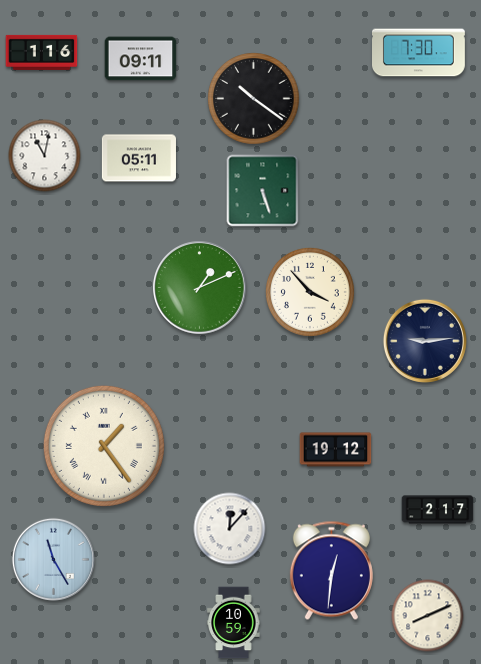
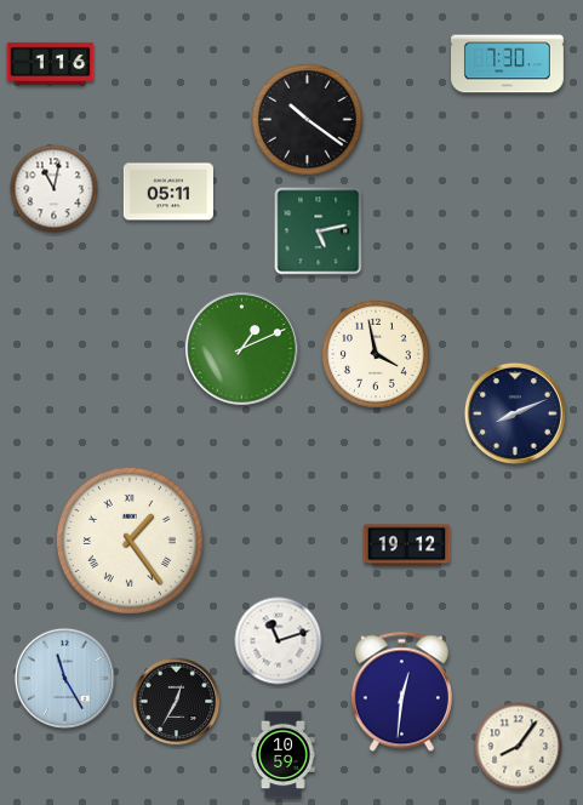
clock at (141, 59): 09:11 -> none
clock at (263, 191): 5:27 -> 5:13
clock at (310, 292): 3:53 -> 3:58
clock at (425, 341): 9:14 -> 8:11
clock at (104, 446) position: (104, 446) -> (130, 541)
clock at (438, 510): 2:17 -> none
clock at (230, 529): 12:07 -> 11:12
clock at (177, 702): none -> 12:35
clock at (428, 616): 8:11 -> 8:06
